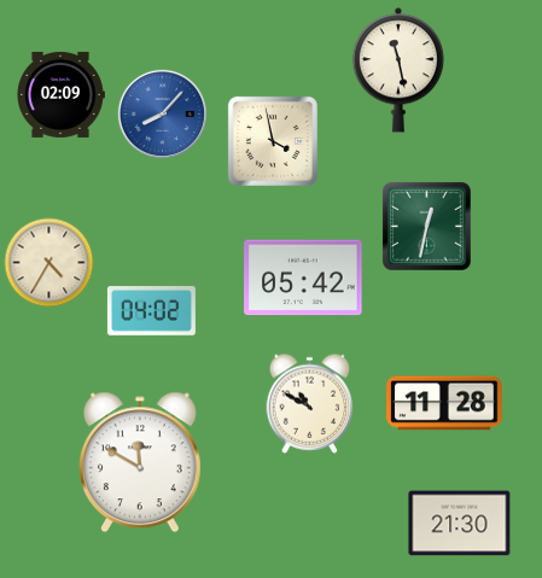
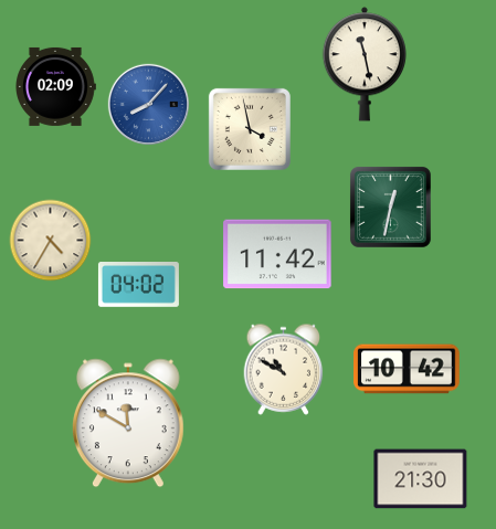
clock at (49, 263) position: (49, 263) -> (51, 241)
clock at (303, 278): 05:42 -> 11:42
clock at (444, 403): 11:28 -> 10:42
